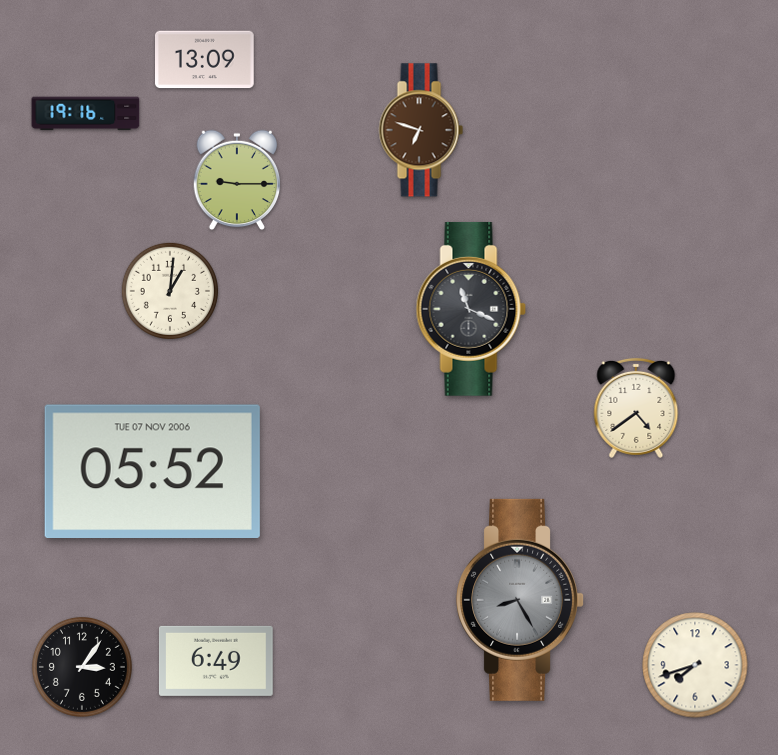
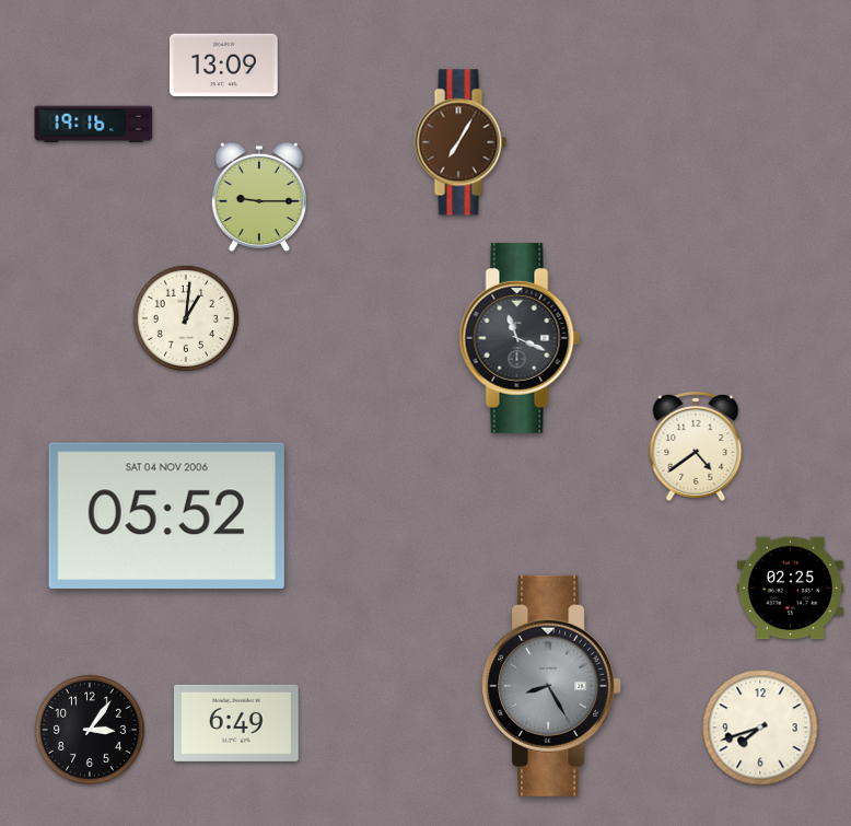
clock at (421, 130): 6:48 -> 7:05
clock at (471, 309) position: (471, 309) -> (520, 338)
clock at (152, 471) date: TUE 07 NOV 2006 -> SAT 04 NOV 2006
clock at (790, 589): none -> 02:25
clock at (521, 600) position: (521, 600) -> (552, 686)
